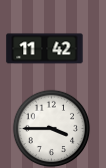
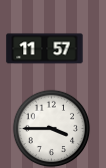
clock at (45, 49): 11:42 -> 11:57
